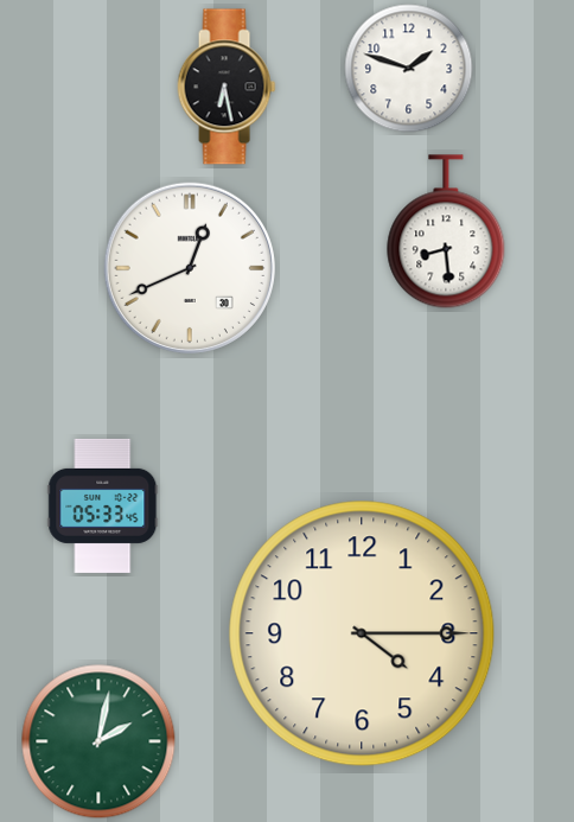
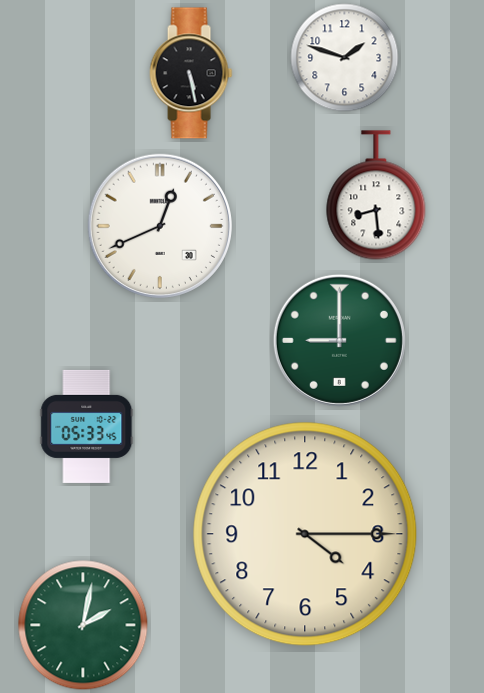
clock at (227, 87): 6:28 -> 5:28
clock at (339, 340): none -> 9:00
